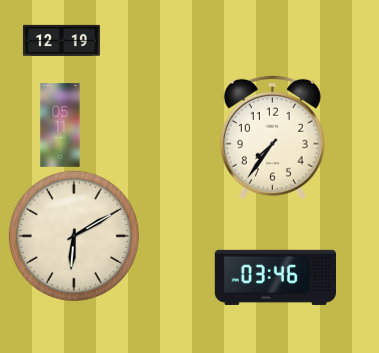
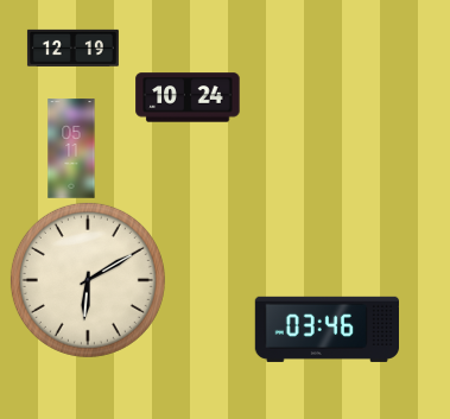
clock at (188, 97): none -> 10:24
clock at (272, 137): 7:36 -> none
